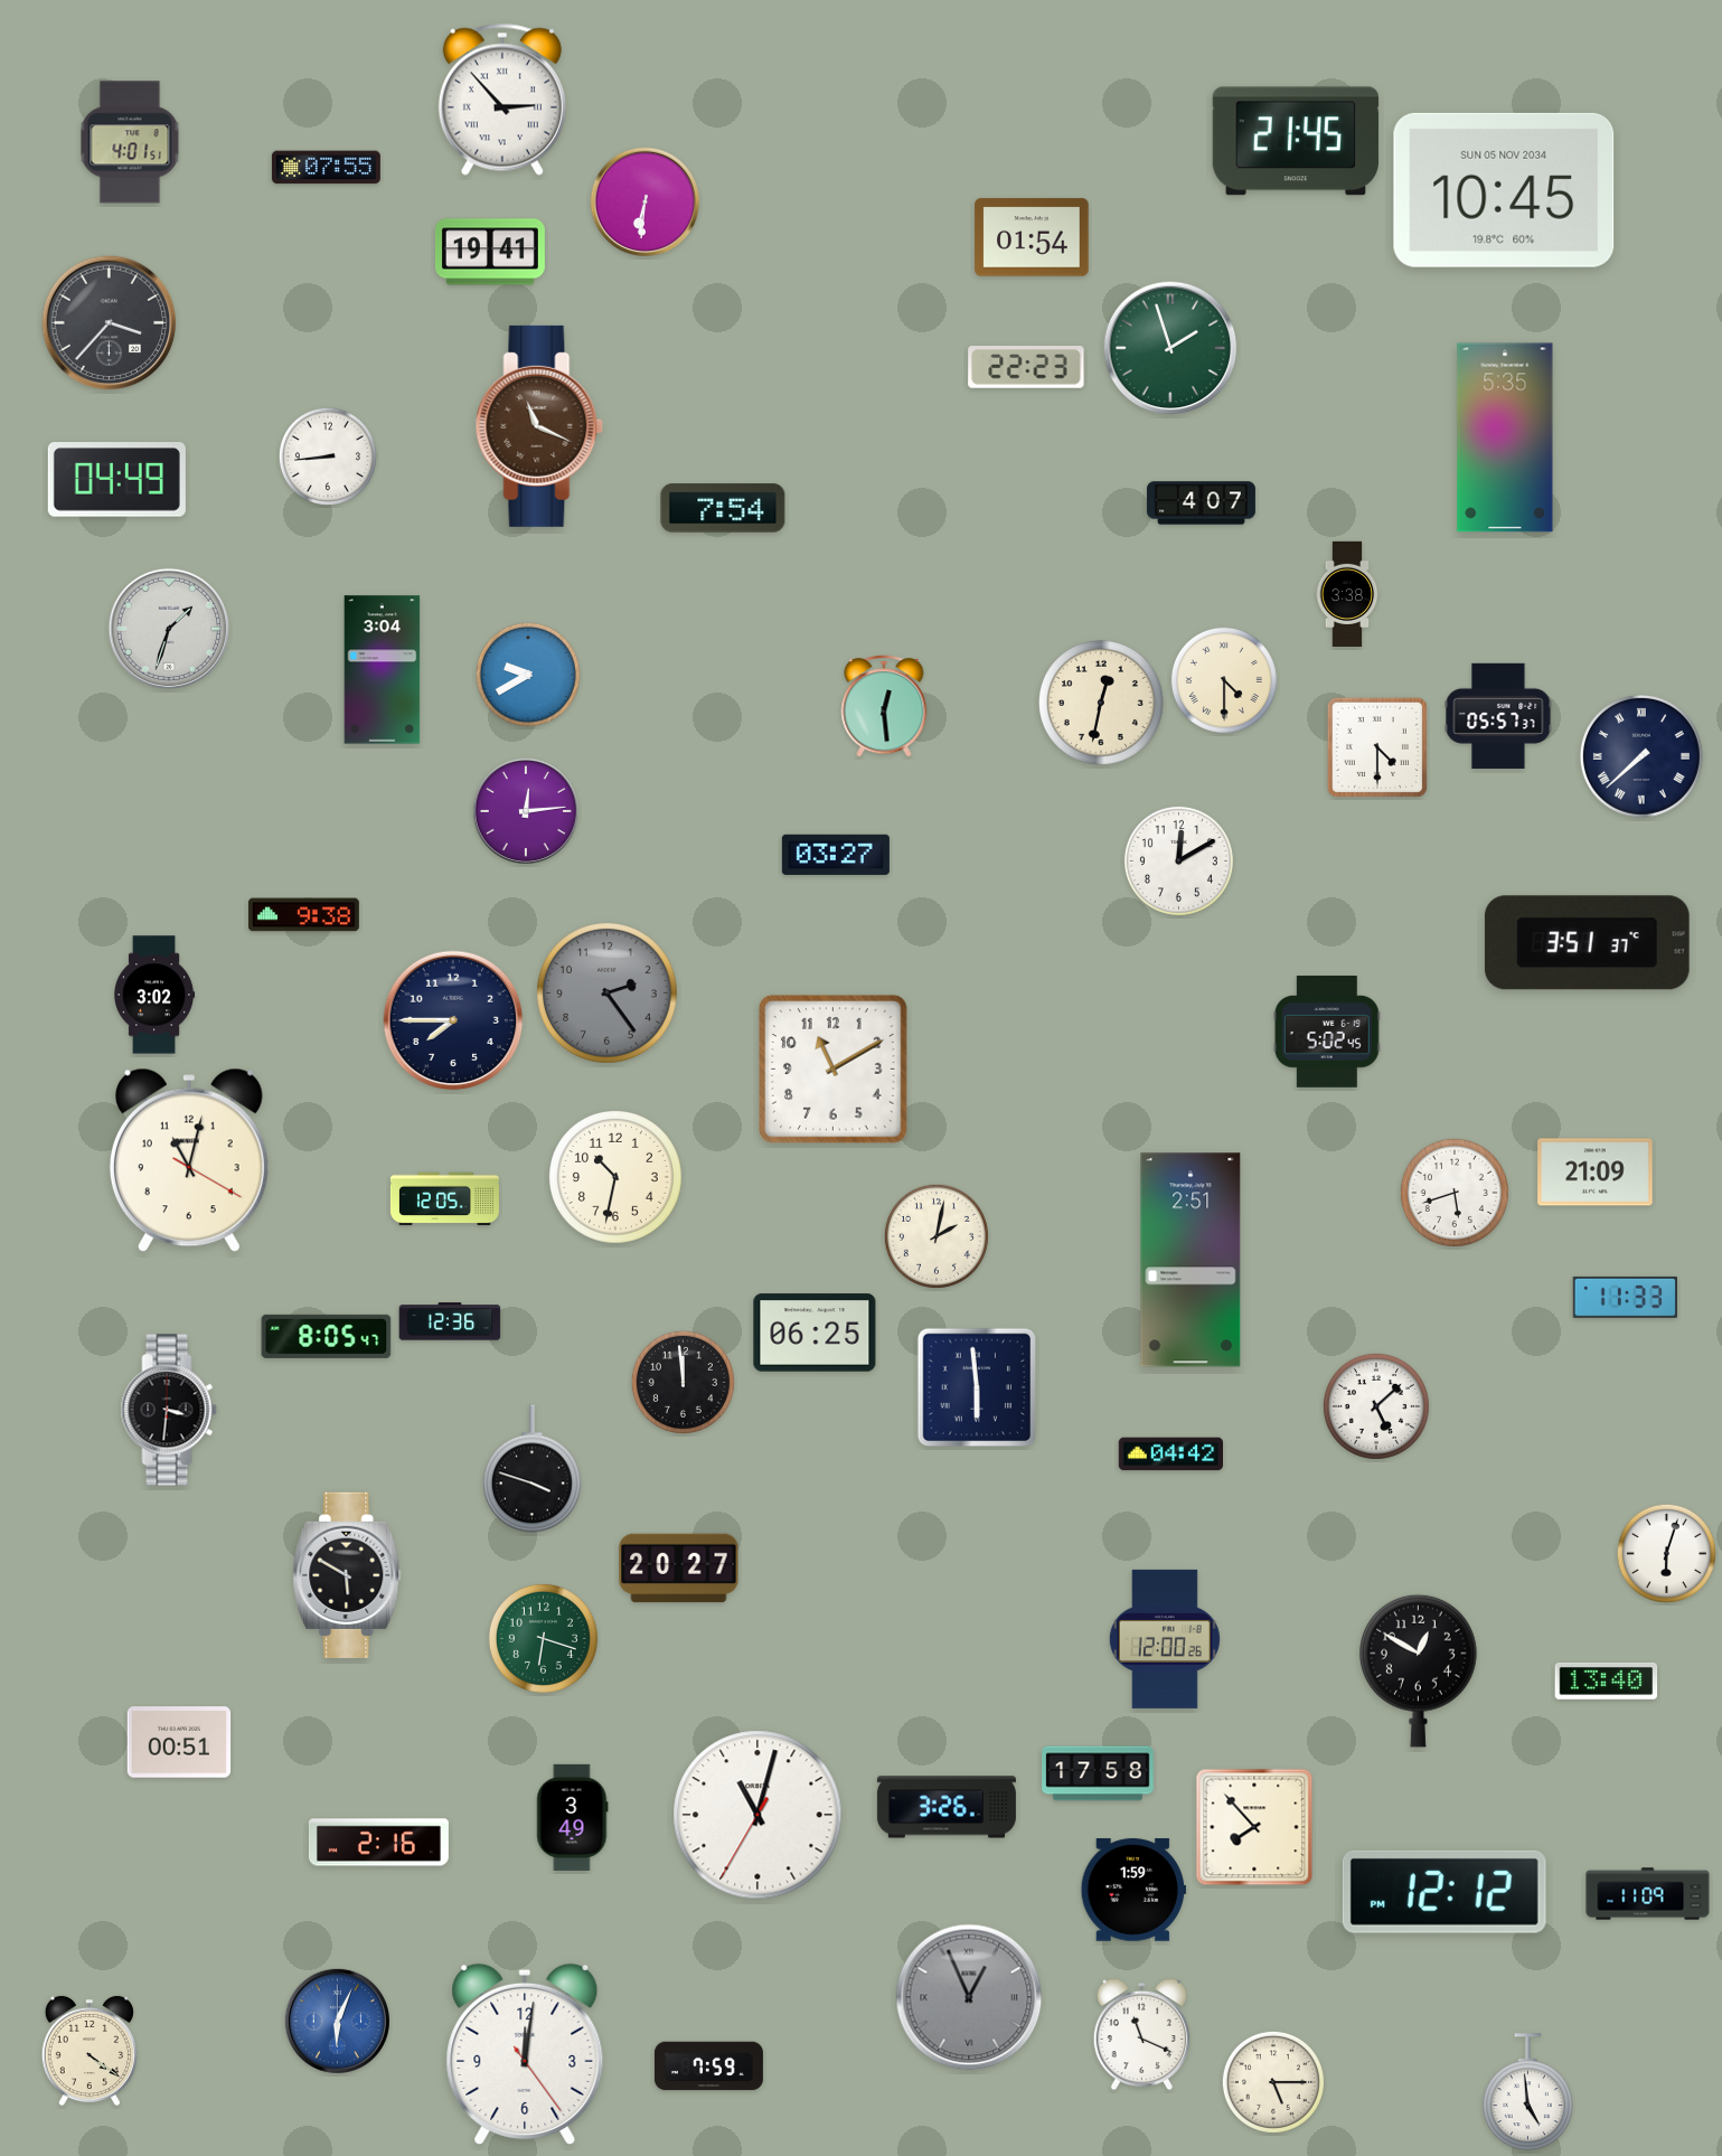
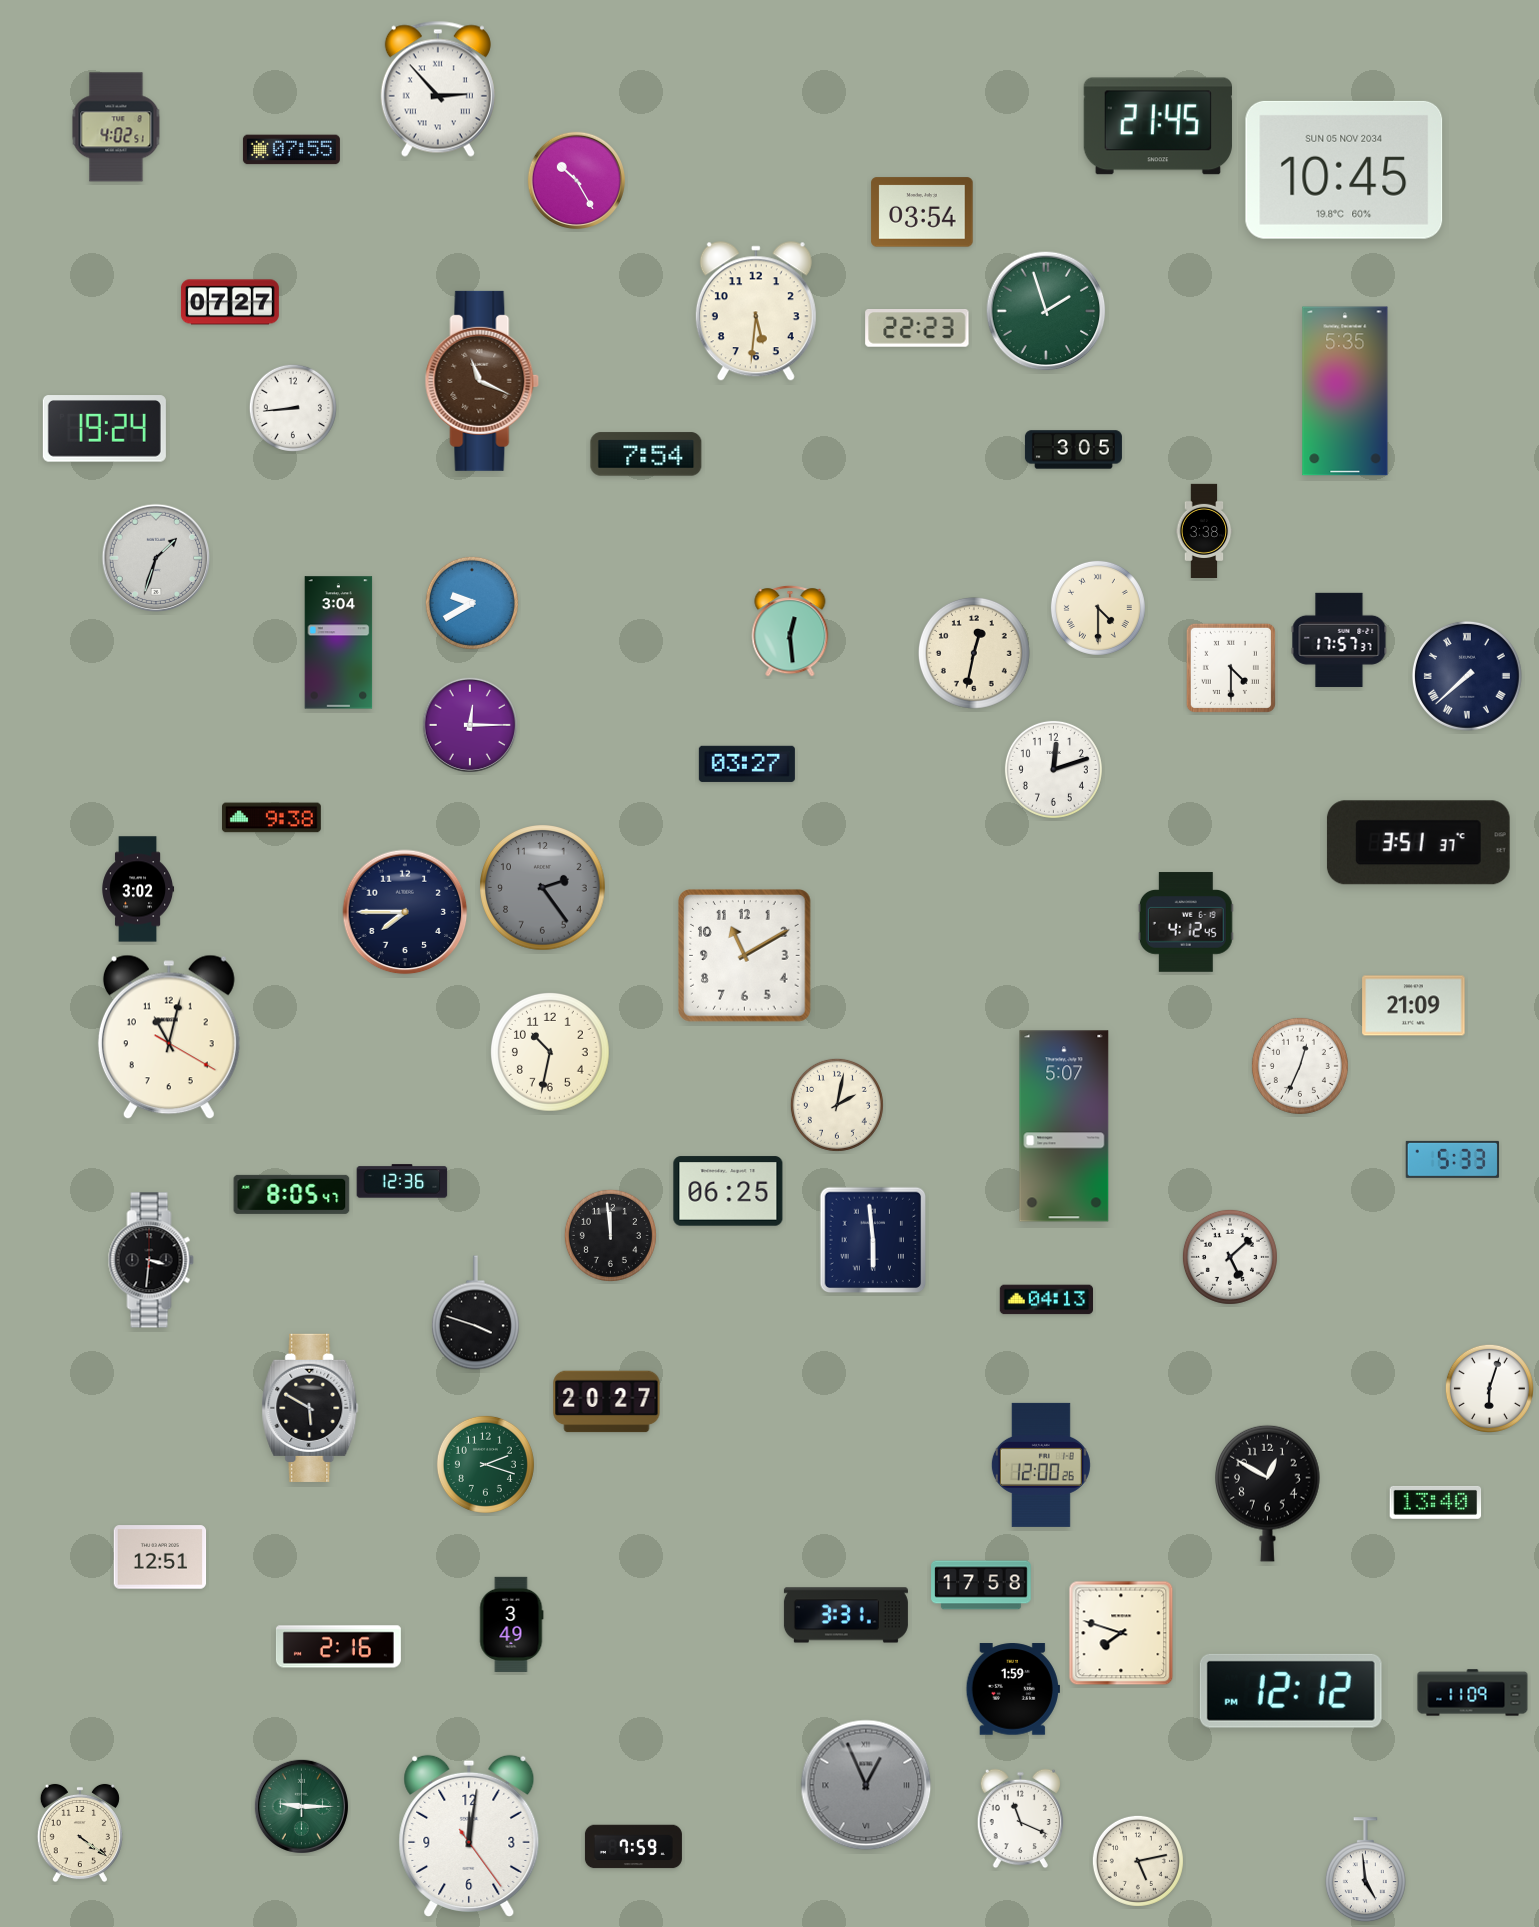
clock at (502, 100) position: (502, 100) -> (438, 89)
clock at (130, 142): 4:01 -> 4:02
clock at (644, 201): 6:31 -> 10:25
clock at (1032, 237): 01:54 -> 03:54
clock at (490, 252): 19:41 -> none
clock at (110, 323): 3:37 -> none
clock at (230, 302): none -> 07:27
clock at (756, 312): none -> 5:31
clock at (116, 480): 04:49 -> 19:24
clock at (1201, 503): 4:07 -> 3:05
clock at (169, 629) position: (169, 629) -> (156, 558)
clock at (383, 670) position: (383, 670) -> (339, 643)
clock at (1224, 680) position: (1224, 680) -> (1098, 608)
clock at (1101, 703) position: (1101, 703) -> (974, 653)
clock at (1498, 716): 05:57 -> 17:57
clock at (526, 811): 12:14 -> 12:15
clock at (1178, 860): 12:10 -> 12:12
clock at (1327, 1032): 5:02 -> 4:12
clock at (1596, 1173) position: (1596, 1173) -> (1414, 1006)
clock at (1455, 1193): 5:42 -> 12:34
clock at (444, 1199): 12:05 -> none
clock at (1191, 1260): 2:51 -> 5:07
clock at (1625, 1297): 11:33 -> 5:33
clock at (1170, 1454): 04:42 -> 04:13
clock at (543, 1638): 6:18 -> 2:18
clock at (179, 1742): 00:51 -> 12:51
clock at (947, 1807): 3:26 -> 3:31
clock at (758, 1815): 11:02 -> none
clock at (1254, 1827): 7:53 -> 7:48
clock at (337, 2021): 6:04 -> 9:15
clock at (337, 2021) dial: blue -> green
clock at (1273, 2082): 5:15 -> 5:13
